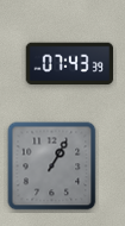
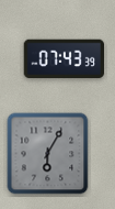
clock at (52, 167): 1:05 -> 6:05
